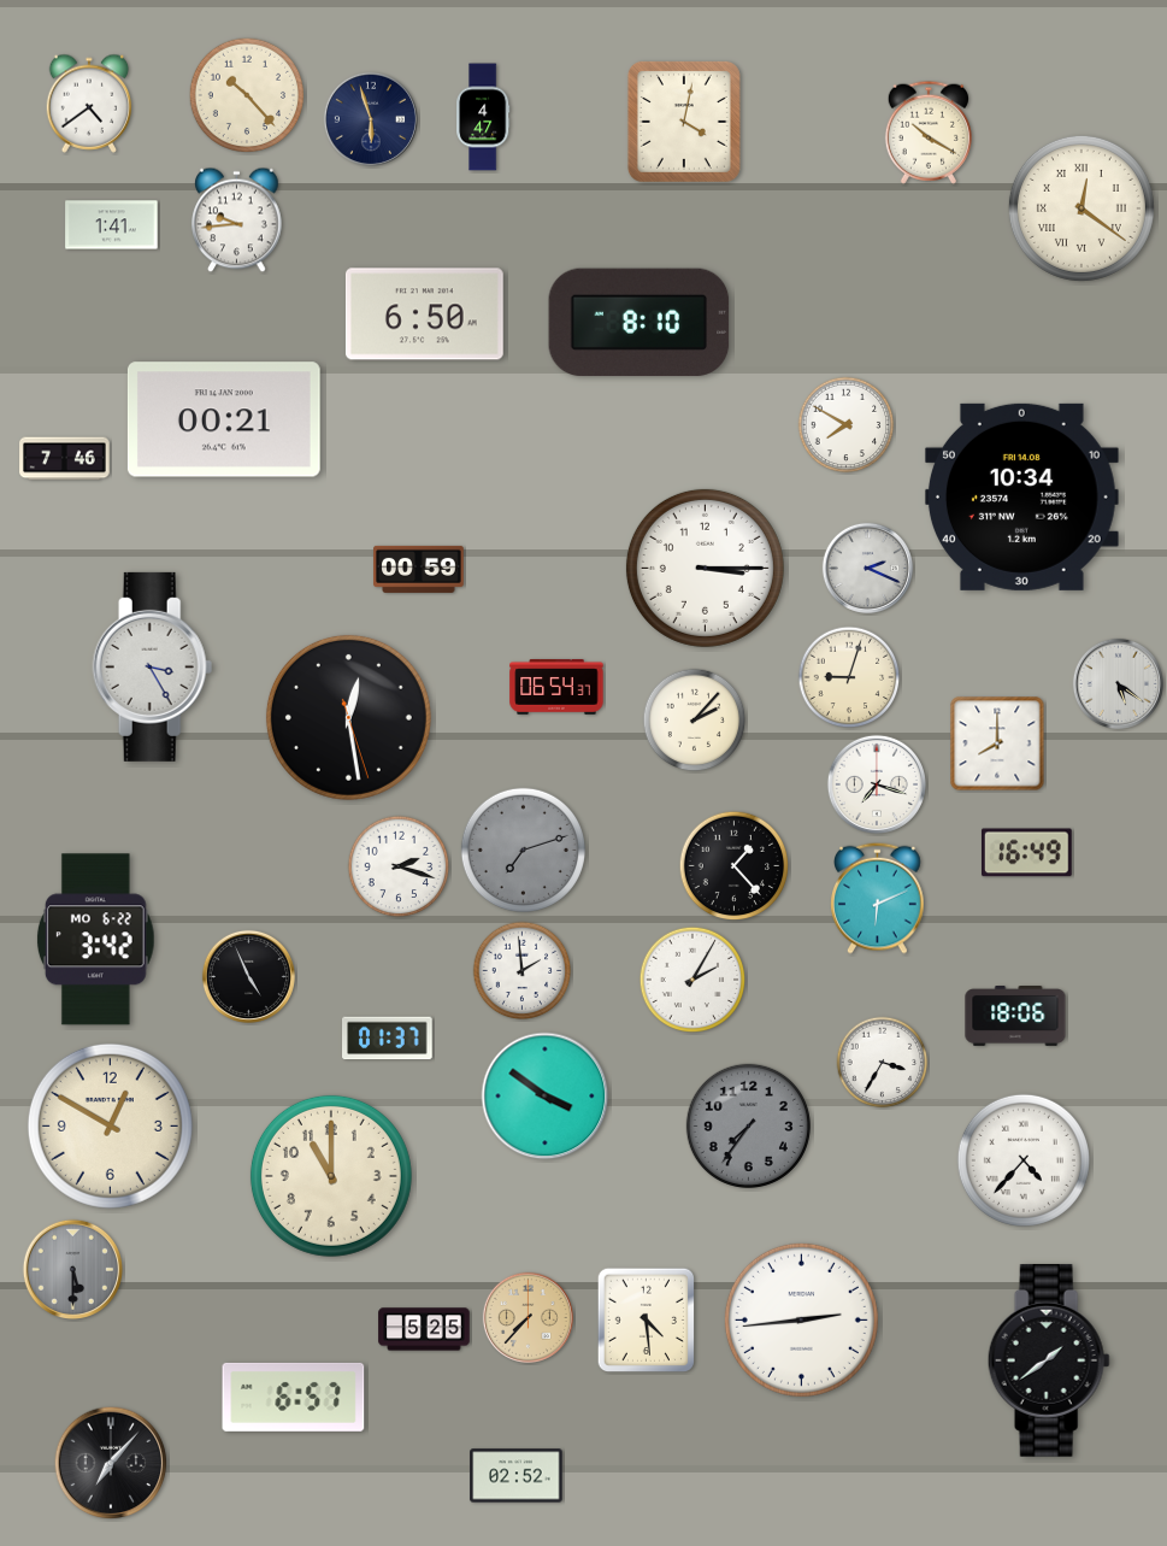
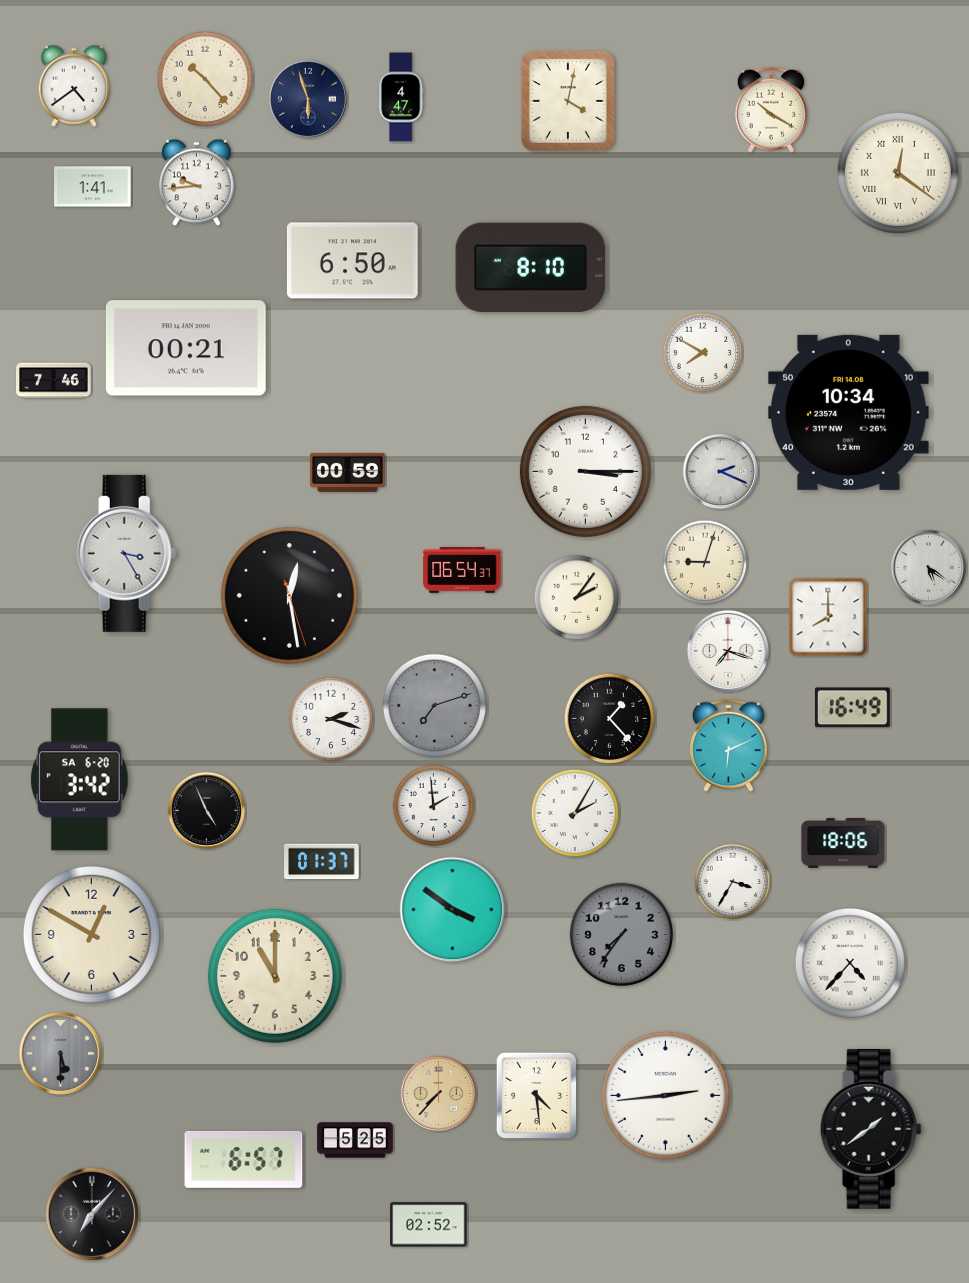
clock at (695, 721): 2:07 -> 2:06
clock at (95, 940) date: MO 6-22 -> SA 6-20
clock at (424, 1329) position: (424, 1329) -> (355, 1140)
